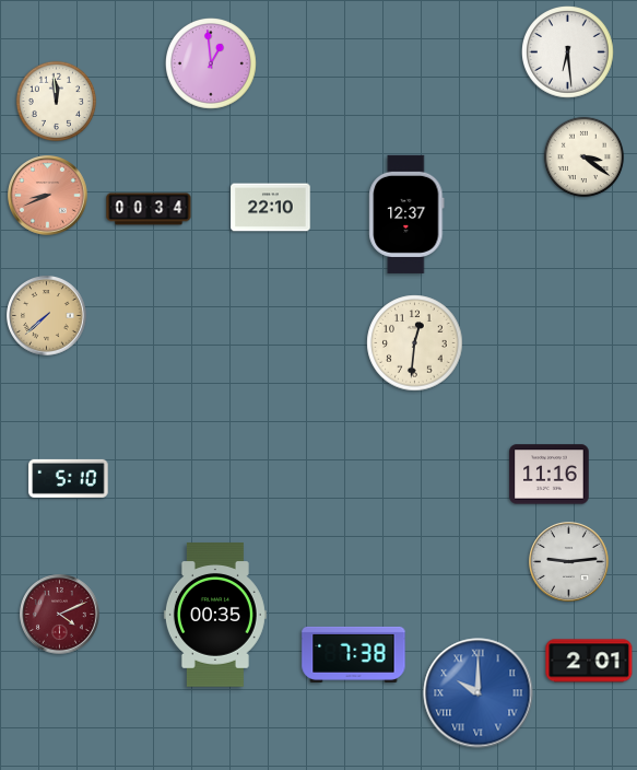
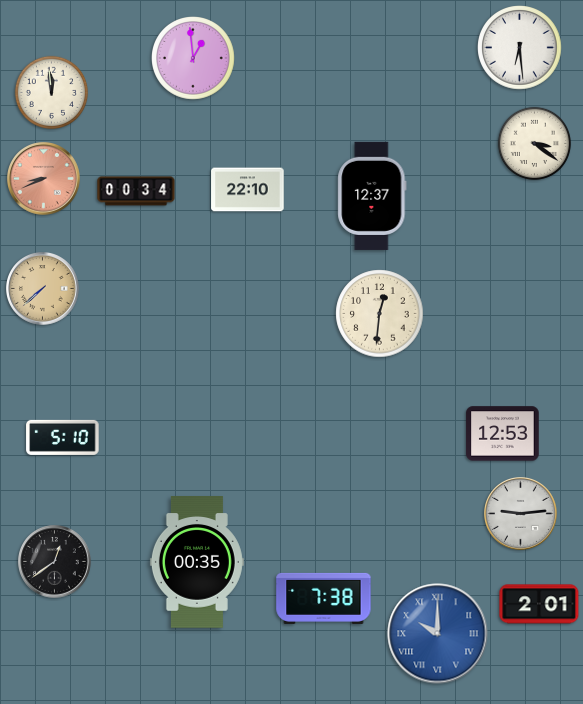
clock at (550, 475): 11:16 -> 12:53
clock at (60, 615): 4:11 -> 12:39
clock at (60, 615) dial: burgundy -> black
